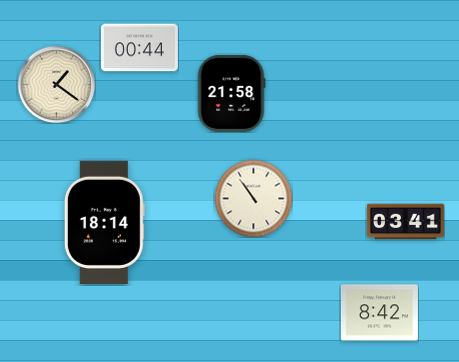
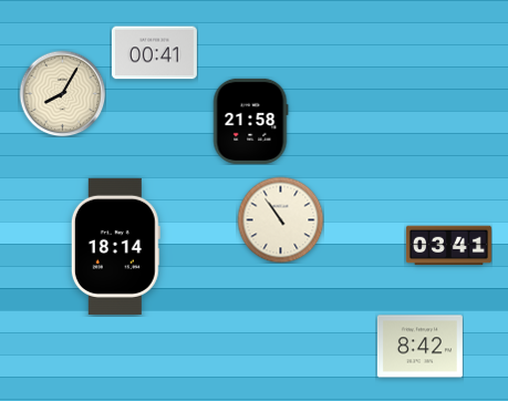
clock at (139, 48): 00:44 -> 00:41
clock at (56, 84): 1:21 -> 8:05
clock at (231, 93) position: (231, 93) -> (250, 121)
